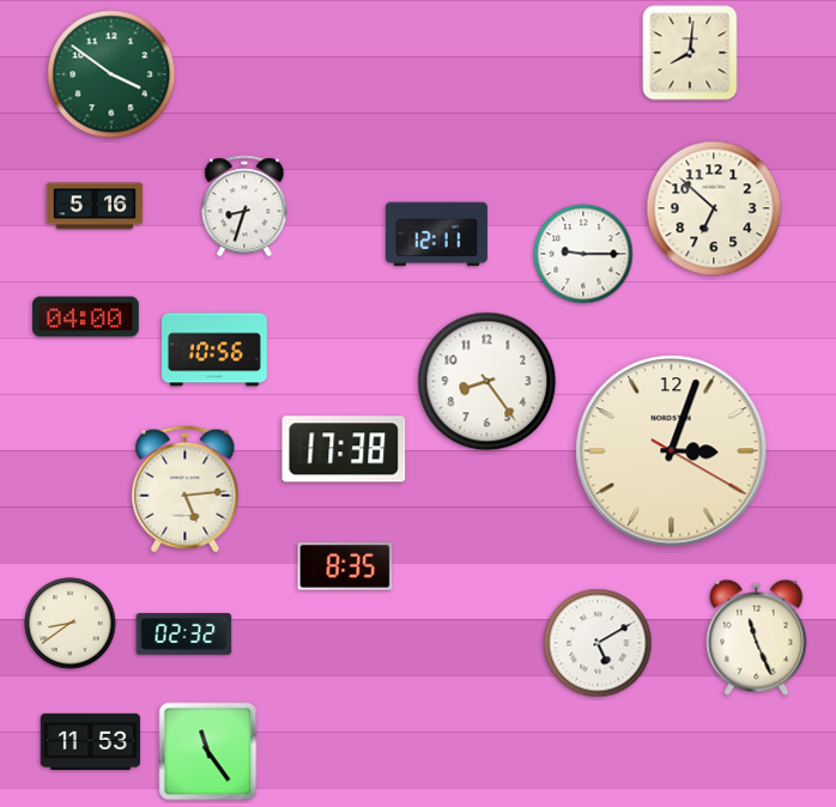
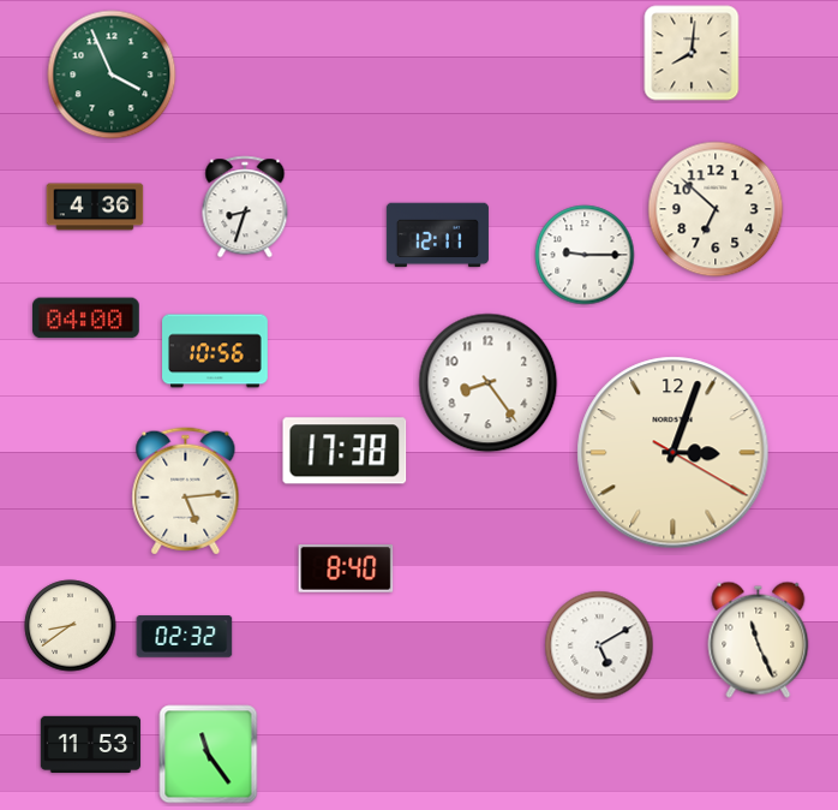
clock at (111, 74): 3:51 -> 3:56
clock at (95, 206): 5:16 -> 4:36
clock at (345, 566): 8:35 -> 8:40
